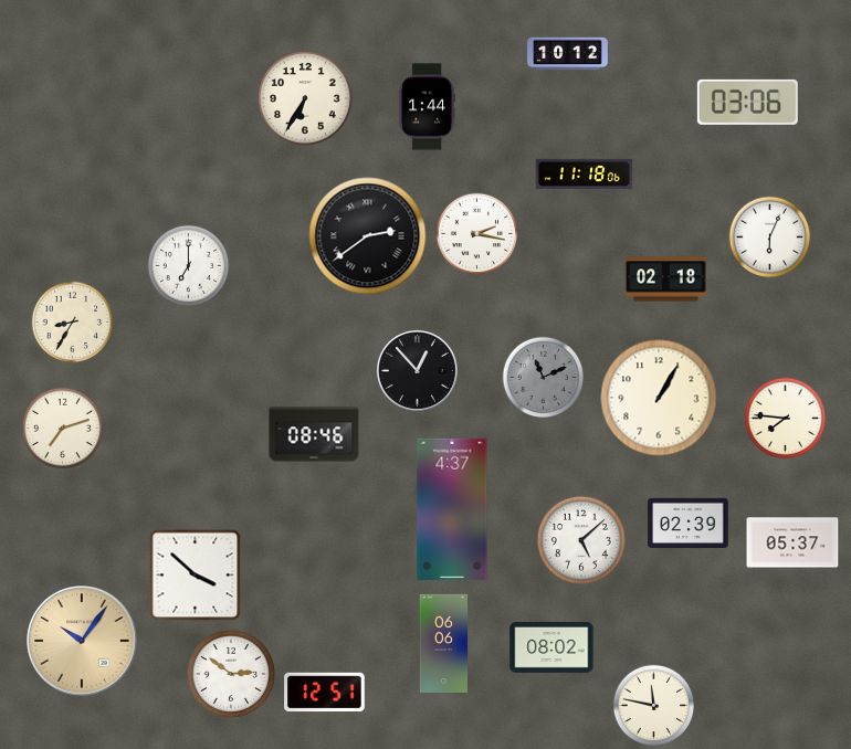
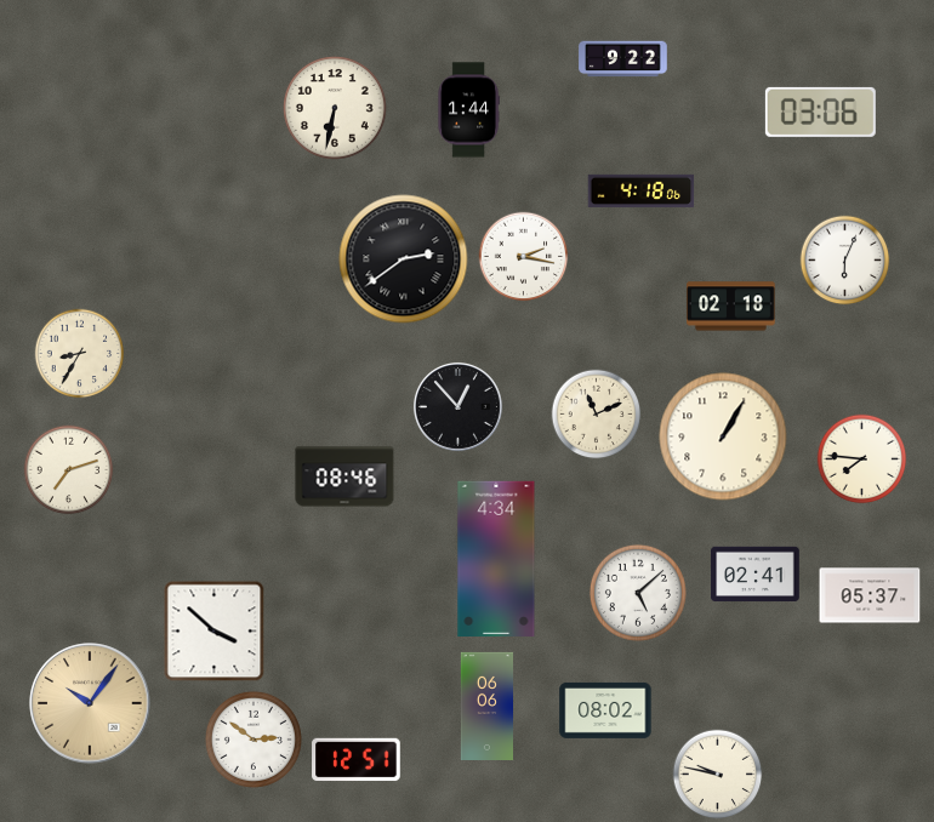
clock at (568, 54): 10:12 -> 9:22
clock at (306, 99): 6:35 -> 6:32
clock at (427, 107) position: (427, 107) -> (468, 110)
clock at (585, 173): 11:18 -> 4:18
clock at (189, 266): 7:00 -> none
clock at (544, 378) dial: grey -> cream
clock at (452, 508): 4:37 -> 4:34
clock at (689, 524): 02:39 -> 02:41
clock at (654, 706): 11:47 -> 9:47
